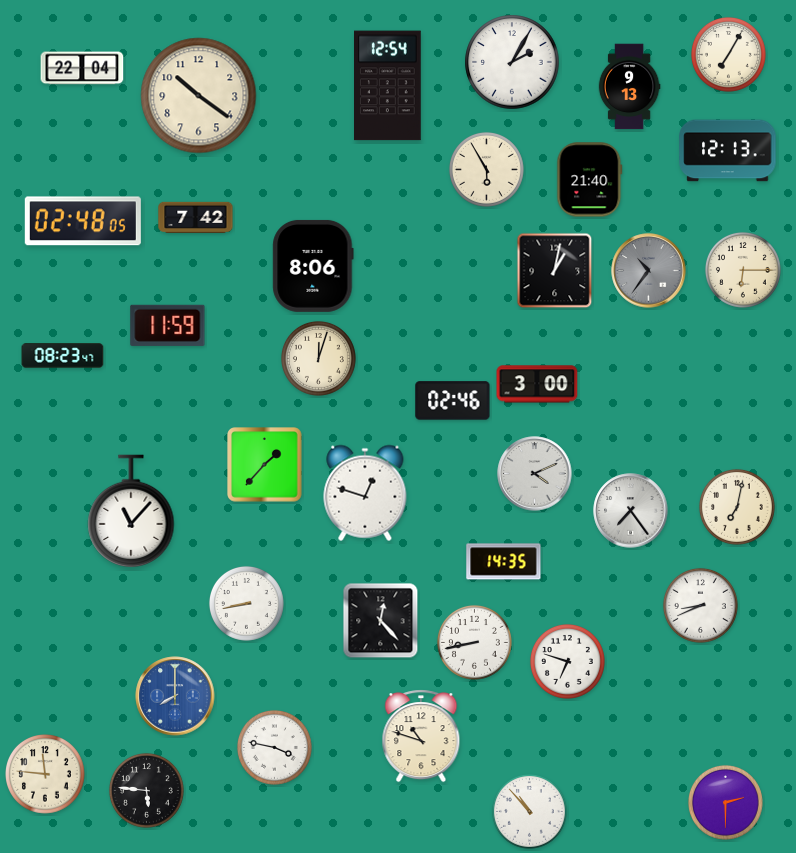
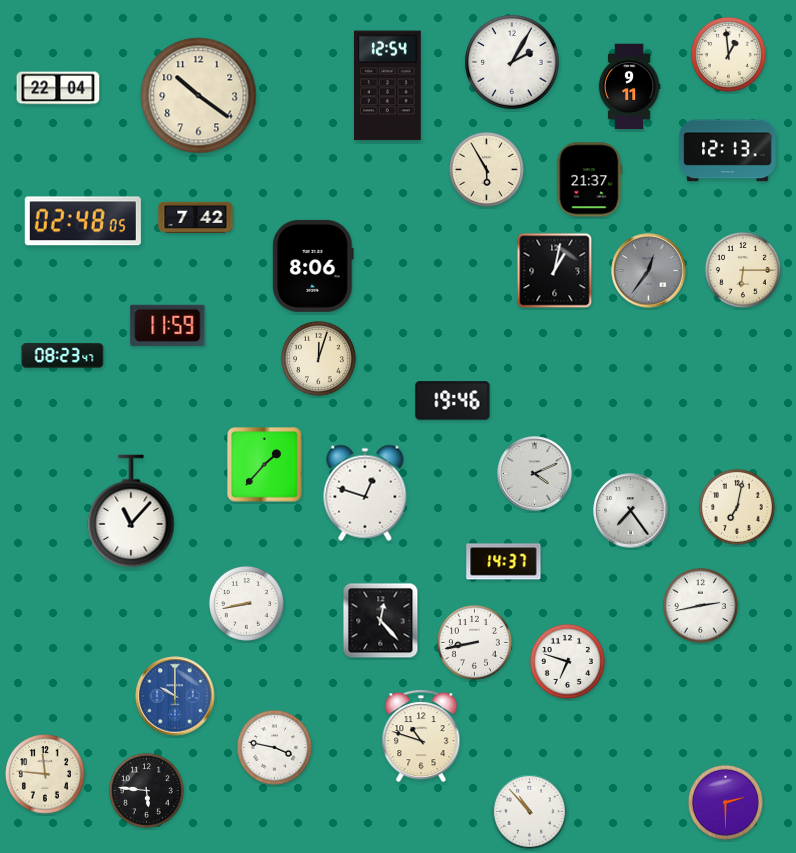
clock at (728, 54): 7:05 -> 12:59
clock at (82, 68) position: (82, 68) -> (58, 88)
clock at (629, 87): 9:13 -> 9:11
clock at (590, 180): 21:40 -> 21:37
clock at (649, 271): 10:36 -> 12:36
clock at (537, 384): 3:00 -> none
clock at (453, 401): 02:46 -> 19:46
clock at (504, 562): 14:35 -> 14:37
clock at (700, 605): 8:41 -> 2:43
clock at (175, 696): 8:00 -> 10:00
